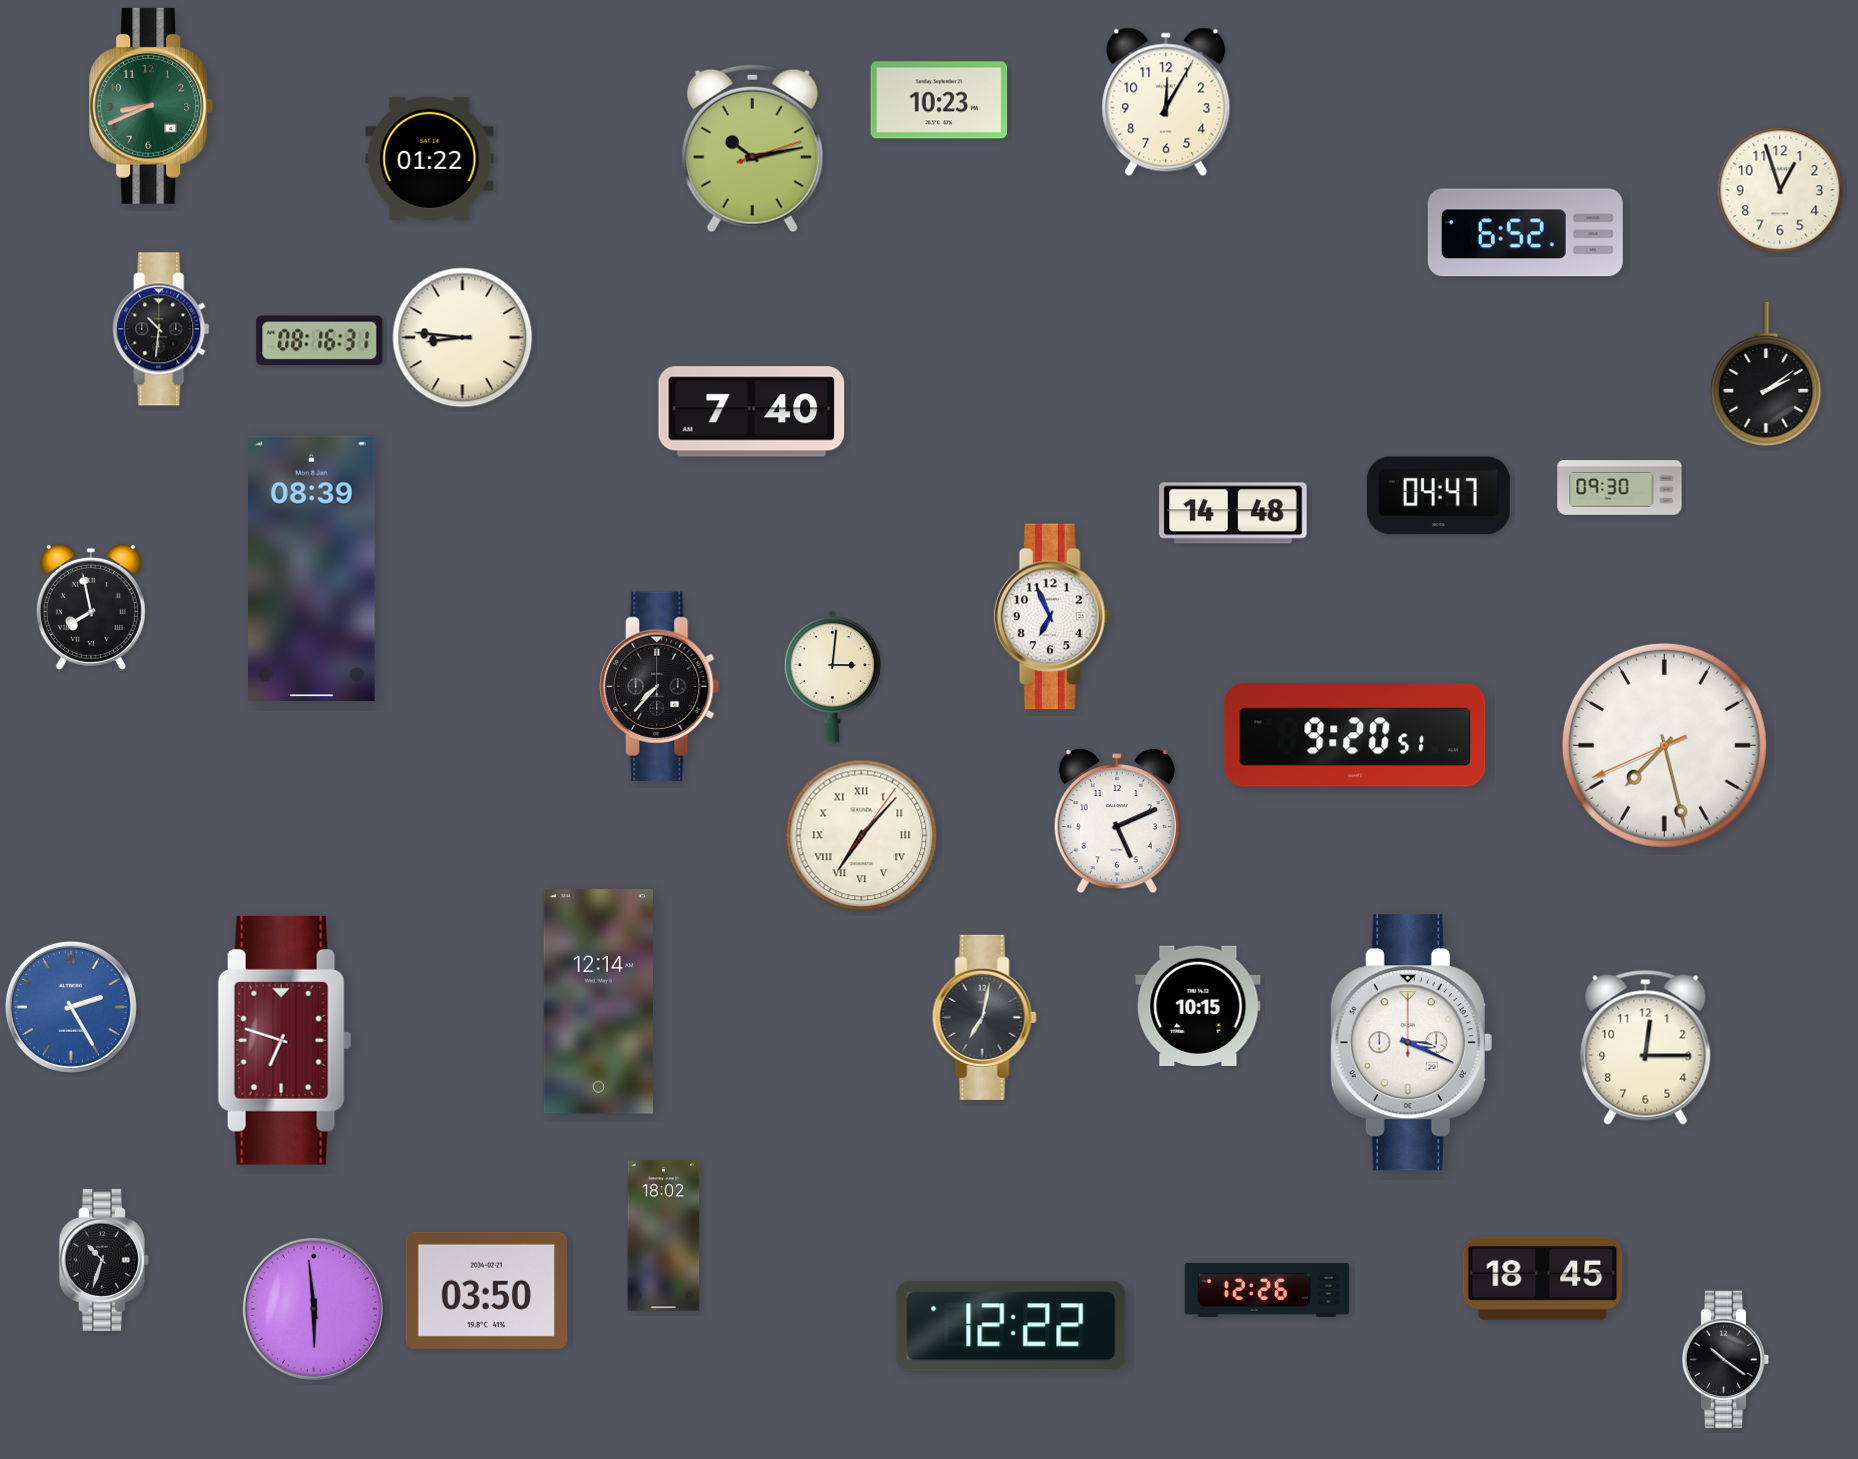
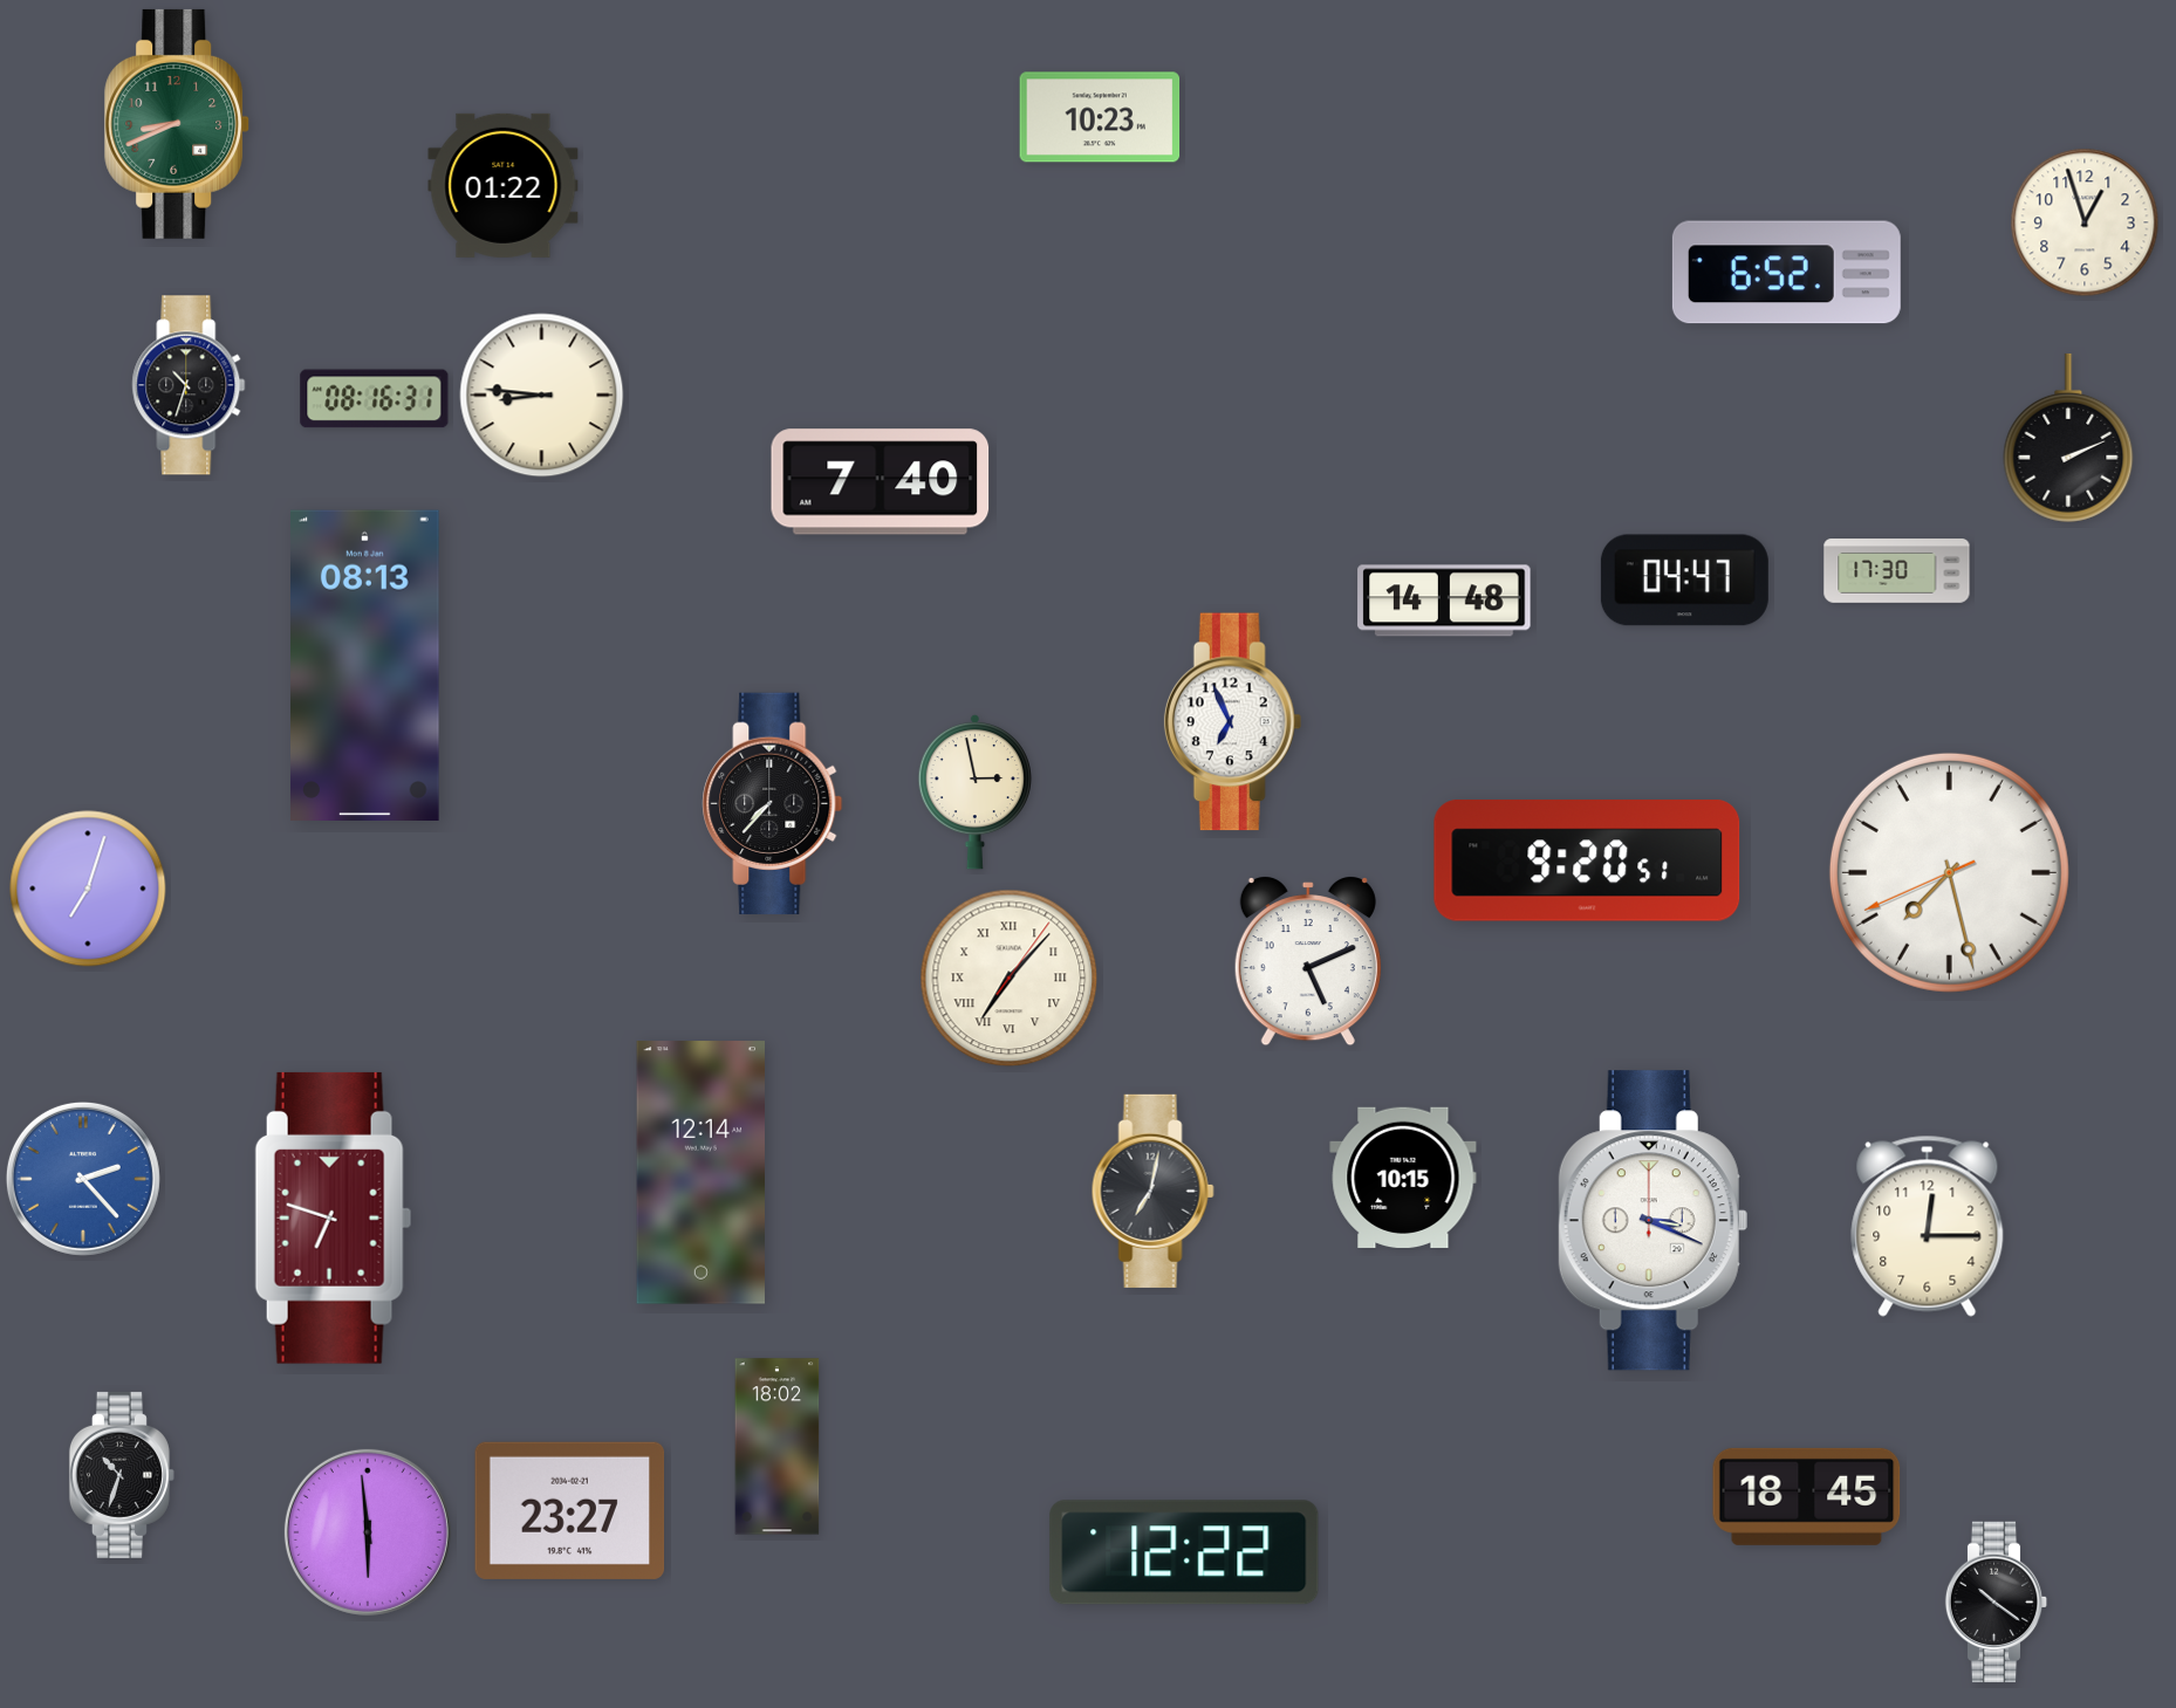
clock at (1166, 102): 12:05 -> none
clock at (752, 149): 10:13 -> none
clock at (161, 329): 10:31 -> 10:33
clock at (1766, 374): 2:09 -> 2:11
clock at (1620, 488): 09:30 -> 17:30
clock at (312, 568): 08:39 -> 08:13
clock at (91, 607): 7:58 -> none
clock at (832, 676): 3:01 -> 2:58
clock at (88, 889): none -> 7:03
clock at (71, 1007): 2:25 -> 2:23
clock at (487, 1290): 03:50 -> 23:27
clock at (1267, 1290): 12:26 -> none
clock at (1726, 1360) position: (1726, 1360) -> (1997, 1603)
